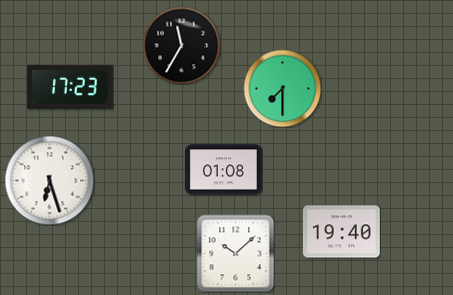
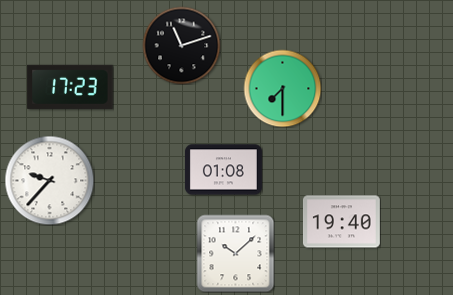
clock at (181, 45): 11:35 -> 11:12
clock at (49, 180): 6:27 -> 9:37
clock at (341, 232) position: (341, 232) -> (341, 222)
